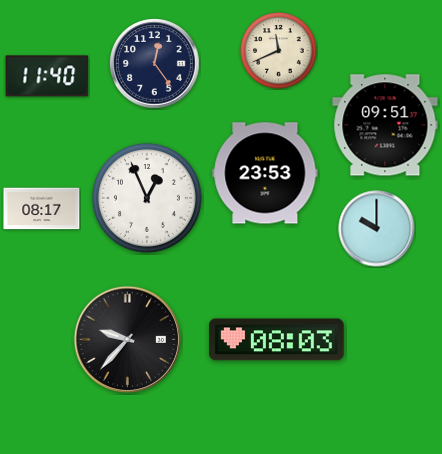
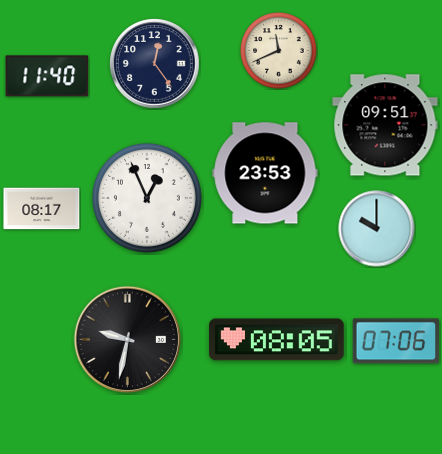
clock at (127, 339): 9:37 -> 9:32
clock at (277, 340): 08:03 -> 08:05
clock at (396, 341): none -> 07:06
